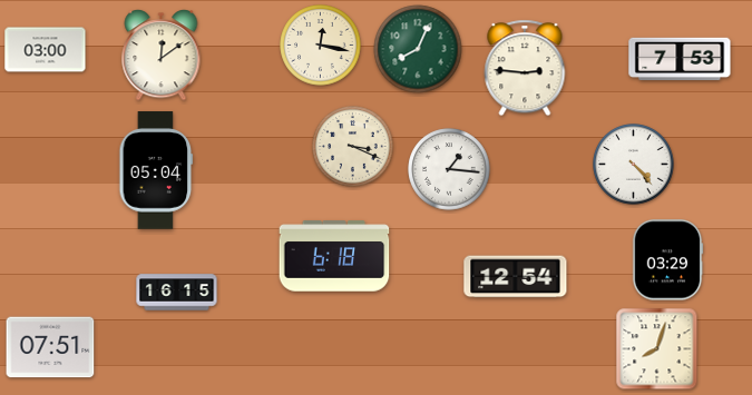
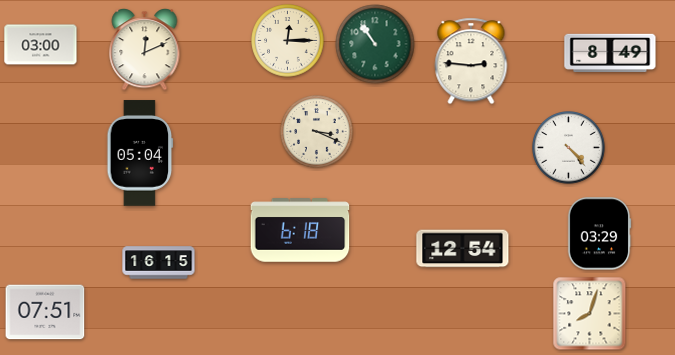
clock at (321, 46): 12:17 -> 12:15
clock at (418, 49): 8:04 -> 10:54
clock at (162, 56): 12:09 -> 12:11
clock at (680, 58): 7:53 -> 8:49
clock at (449, 169): 1:16 -> none
